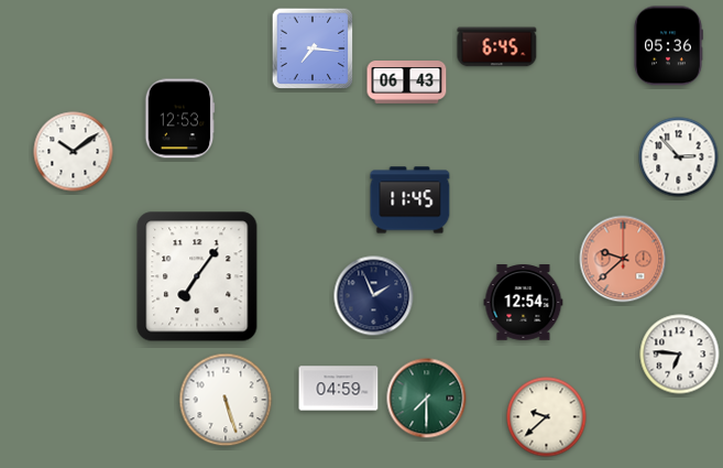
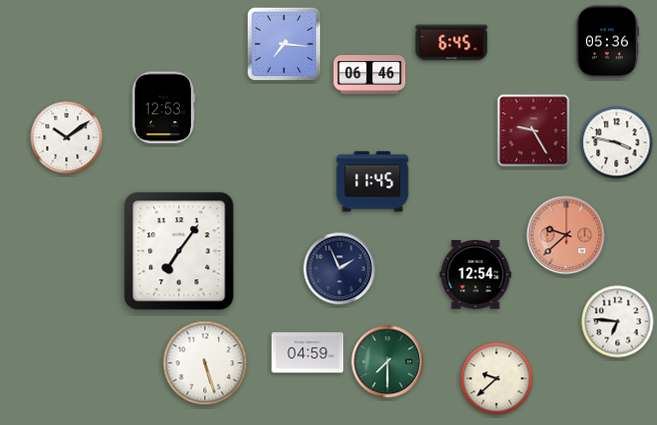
clock at (407, 83): 06:43 -> 06:46
clock at (534, 131): none -> 9:25
clock at (679, 157): 2:53 -> 3:47
